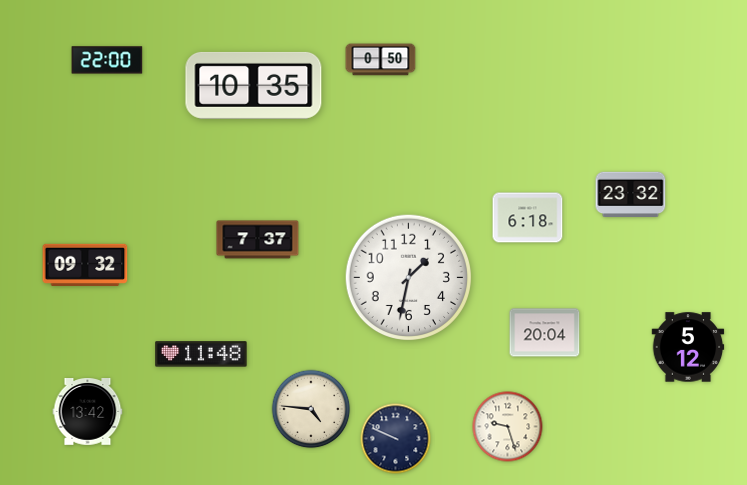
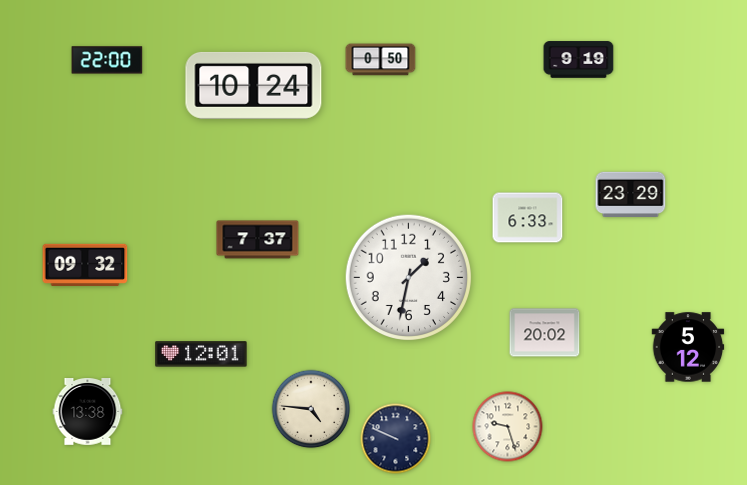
clock at (579, 60): none -> 9:19
clock at (254, 85): 10:35 -> 10:24
clock at (631, 195): 23:32 -> 23:29
clock at (528, 218): 6:18 -> 6:33
clock at (545, 333): 20:04 -> 20:02
clock at (201, 354): 11:48 -> 12:01
clock at (88, 412): 13:42 -> 13:38
